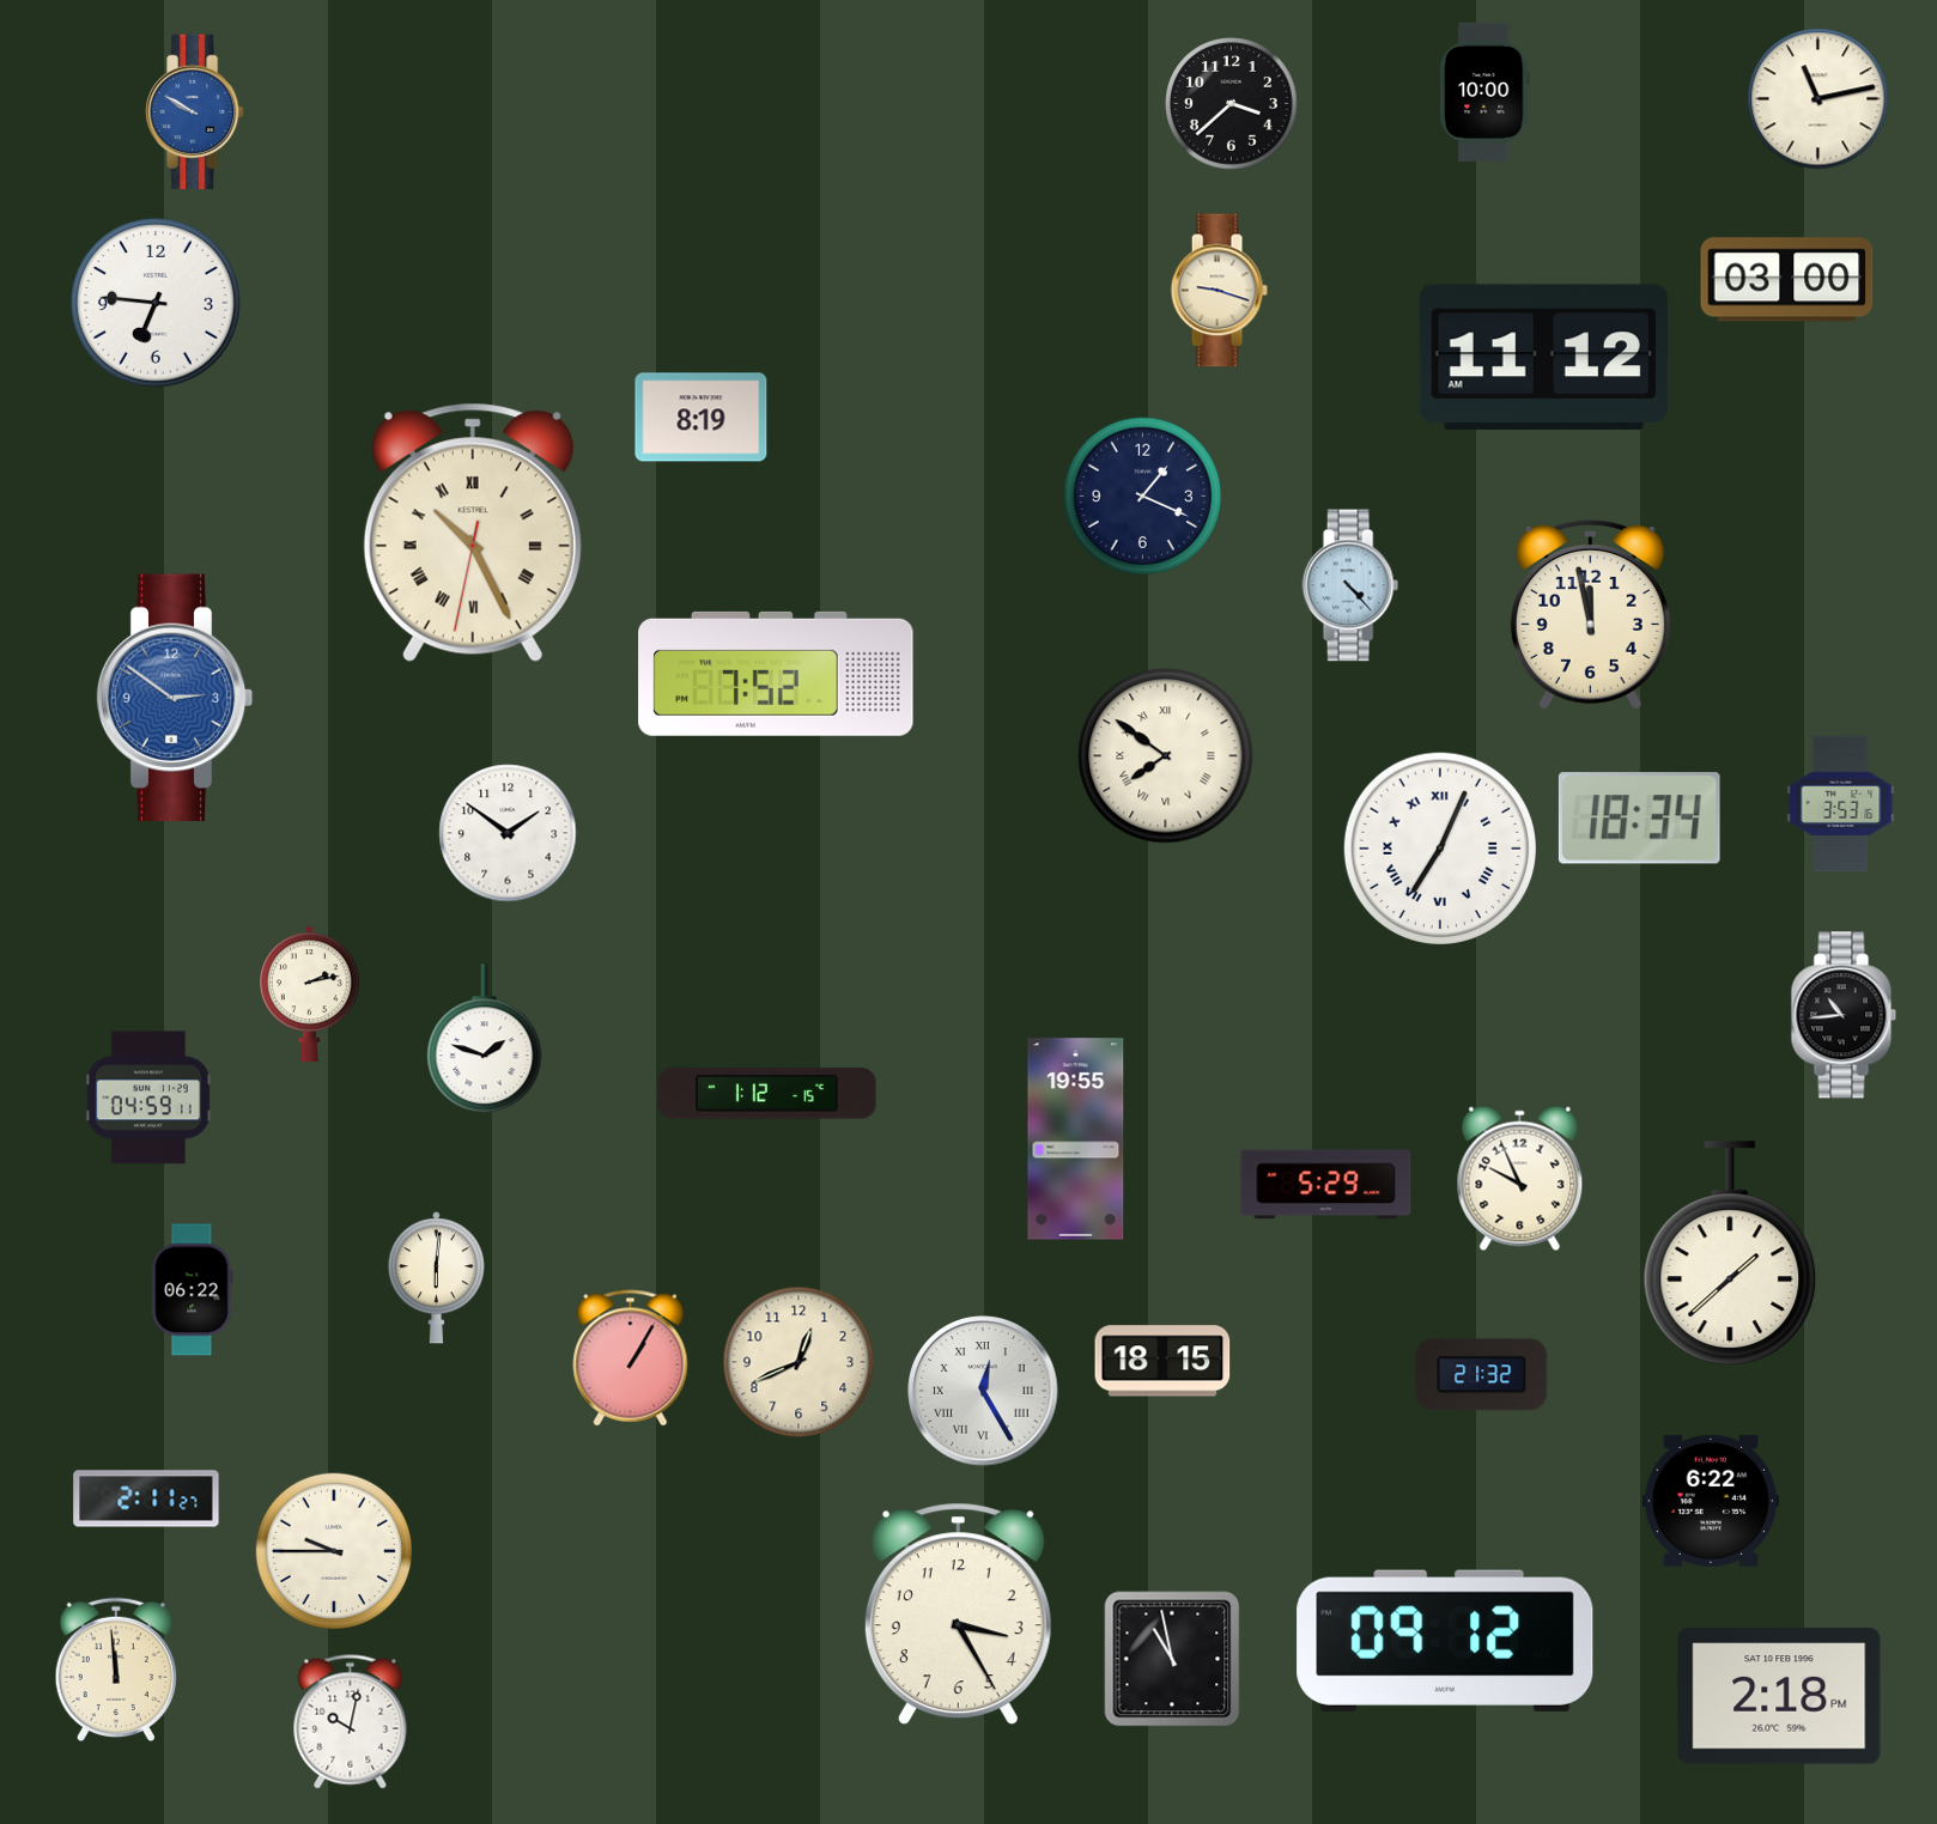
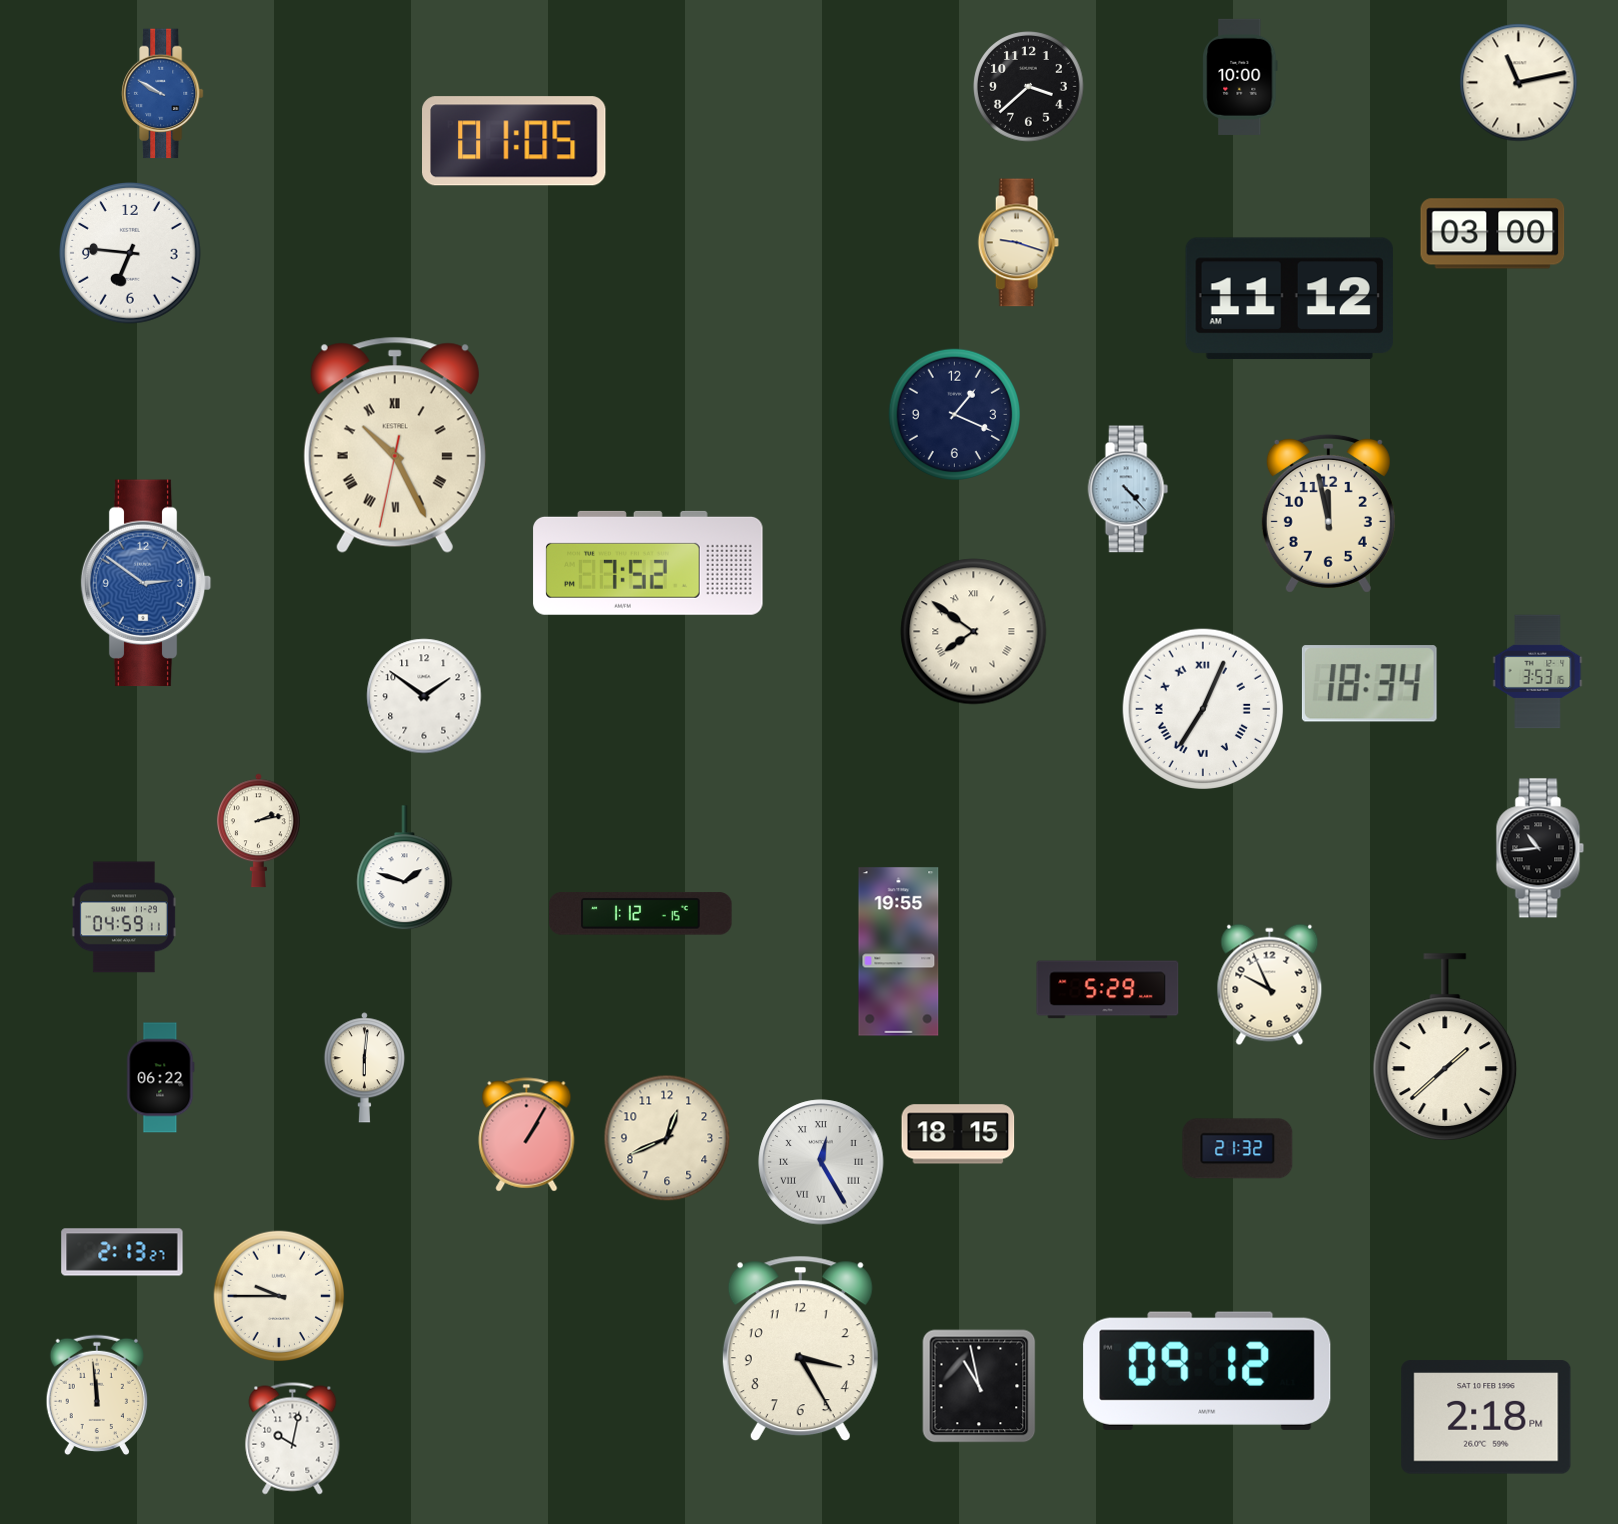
clock at (515, 141): none -> 01:05
clock at (702, 418): 8:19 -> none
clock at (1162, 1361) position: (1162, 1361) -> (958, 1134)
clock at (146, 1498): 2:11 -> 2:13
clock at (1711, 1501): 6:22 -> none
